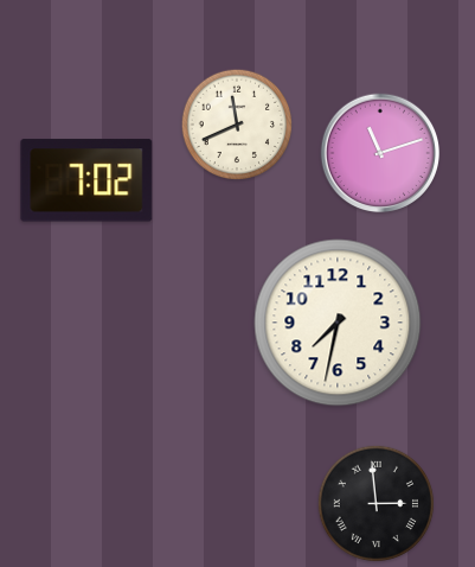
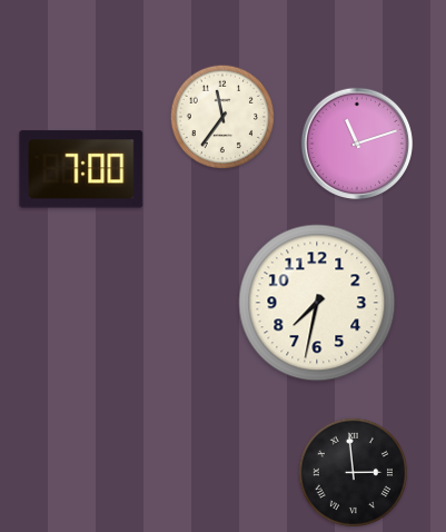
clock at (237, 125): 11:41 -> 11:36
clock at (86, 180): 7:02 -> 7:00
